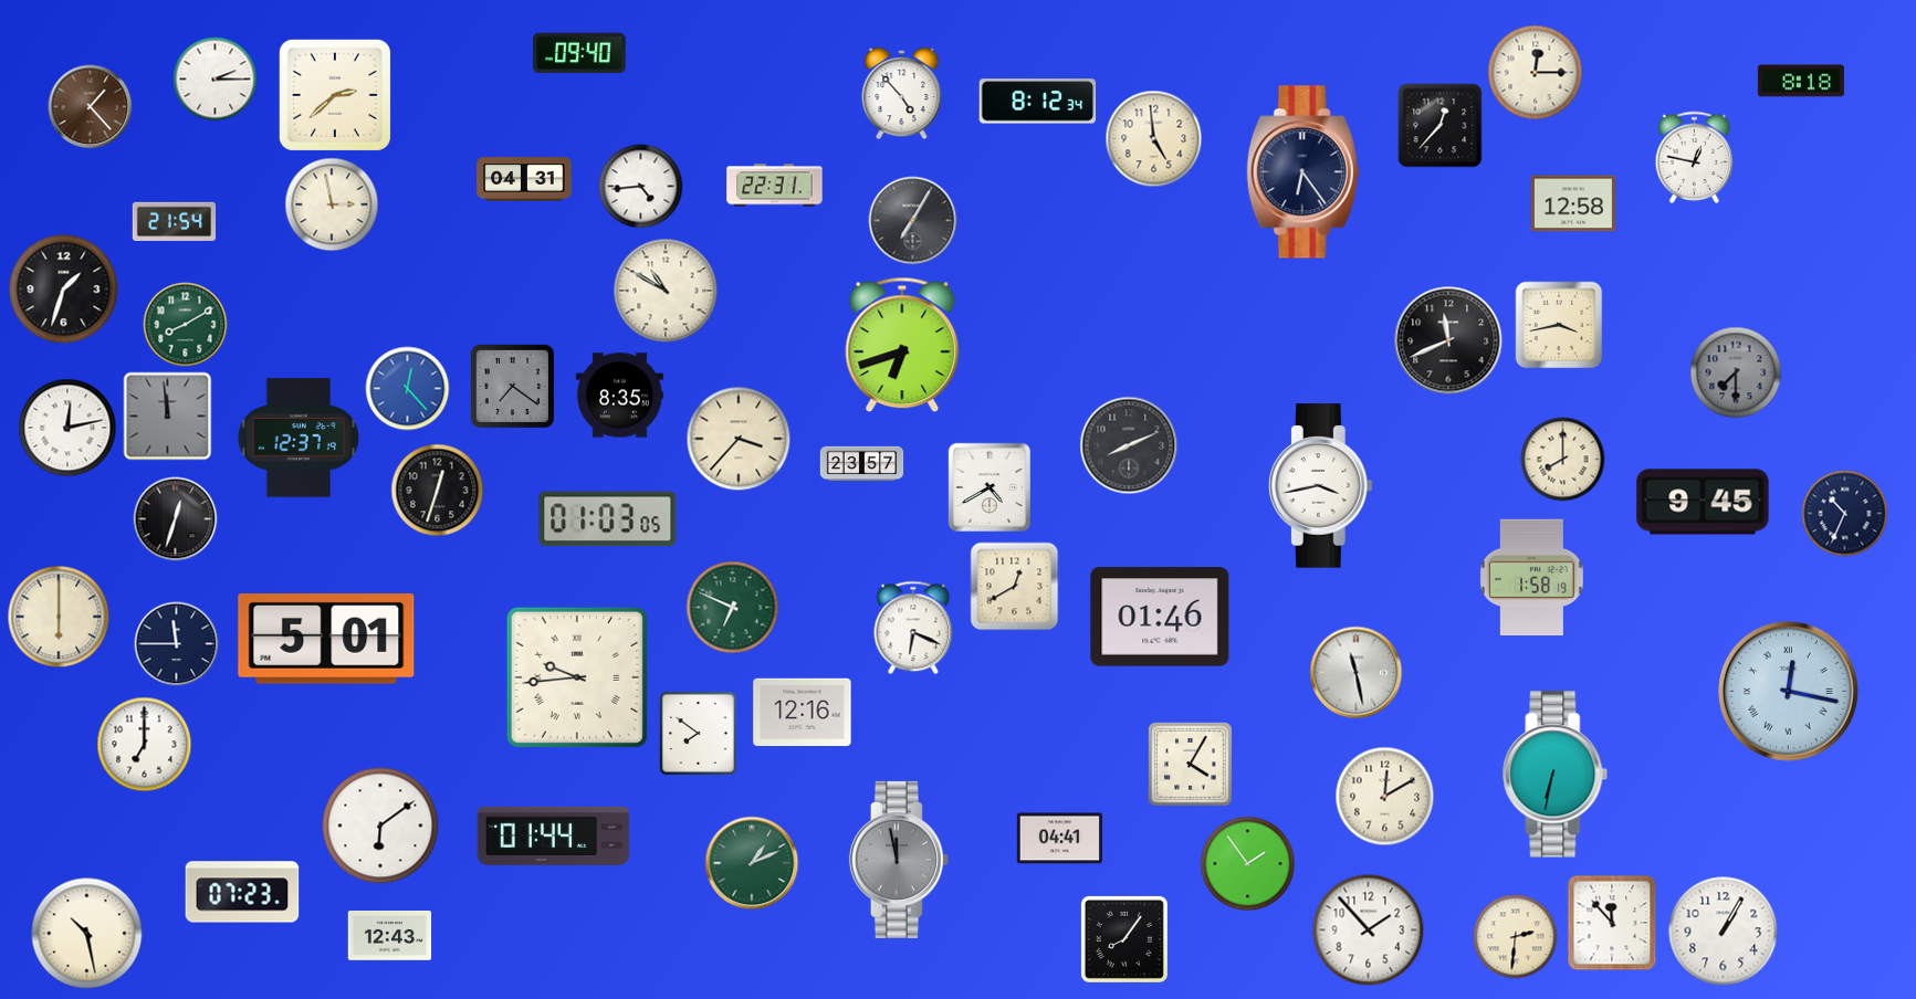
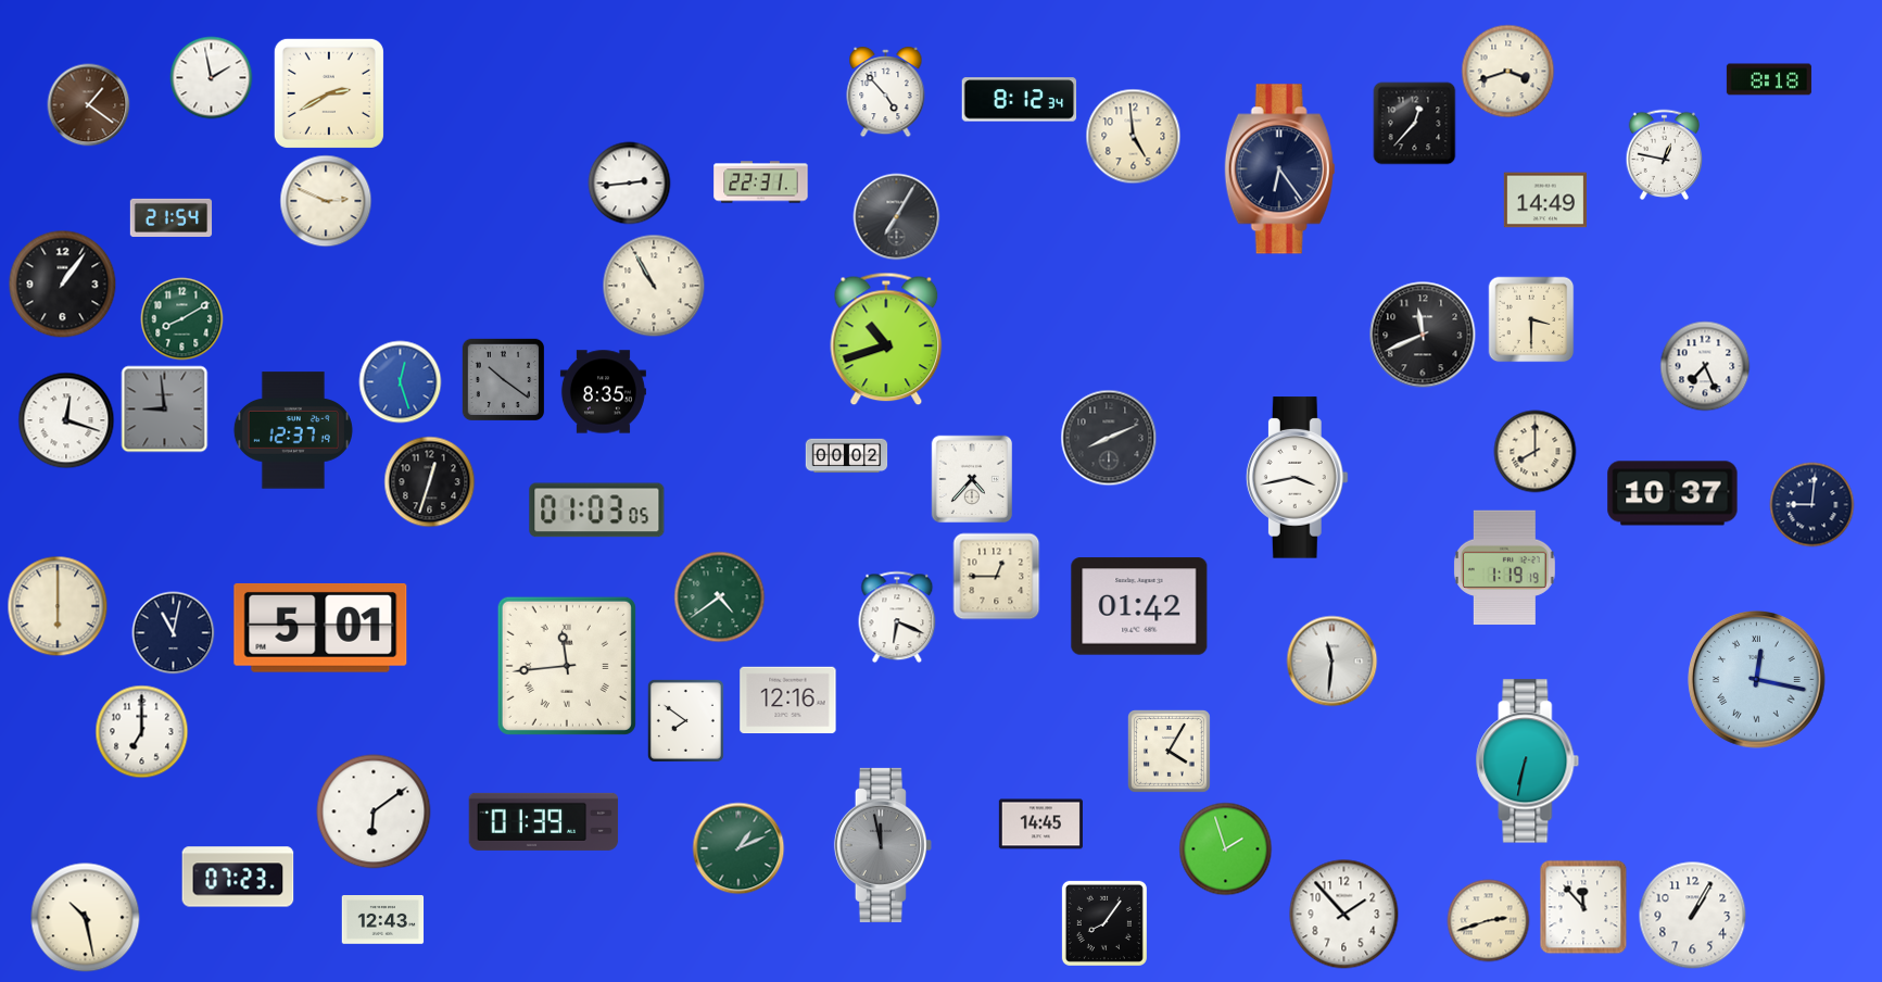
clock at (579, 53): 09:40 -> none
clock at (1536, 73): 12:15 -> 3:42
clock at (216, 80): 2:15 -> 1:58
clock at (335, 95): 2:38 -> 2:40
clock at (91, 107): 1:23 -> 1:21
clock at (524, 179): 04:31 -> none
clock at (641, 187): 4:44 -> 2:44
clock at (1572, 203): 12:58 -> 14:49
clock at (332, 204): 2:58 -> 2:49
clock at (64, 290): 1:33 -> 1:06
clock at (666, 291): 10:50 -> 10:55
clock at (1559, 325): 3:43 -> 3:30
clock at (902, 345): 6:42 -> 10:42
clock at (1736, 372): 7:30 -> 7:26
clock at (1736, 372) dial: grey -> white
clock at (512, 386): 7:21 -> 10:21
clock at (408, 389): 12:23 -> 12:27
clock at (619, 396) position: (619, 396) -> (603, 392)
clock at (168, 417): 11:59 -> 8:59
clock at (67, 428): 12:13 -> 12:18
clock at (739, 439): 3:37 -> none
clock at (862, 464): 23:57 -> 00:02
clock at (990, 487): 4:40 -> 4:37
clock at (1703, 502): 9:45 -> 10:37
clock at (1845, 514): 10:34 -> 9:01
clock at (176, 519): 12:33 -> none
clock at (1531, 578): 1:58 -> 1:19
clock at (1015, 587): 12:40 -> 12:45
clock at (733, 608): 6:49 -> 4:39
clock at (1160, 617): 01:46 -> 01:42
clock at (177, 644): 11:45 -> 11:02
clock at (1357, 673): 11:28 -> 11:31
clock at (577, 677): 9:44 -> 11:44
clock at (1385, 797): 12:10 -> none
clock at (554, 835): 01:44 -> 01:39
clock at (1059, 839): 04:41 -> 14:45
clock at (1248, 864): 1:54 -> 1:57
clock at (1516, 937): 2:31 -> 2:42
